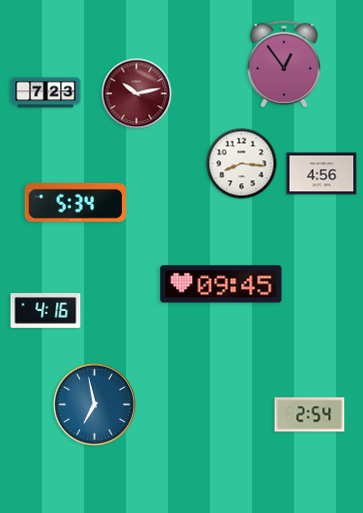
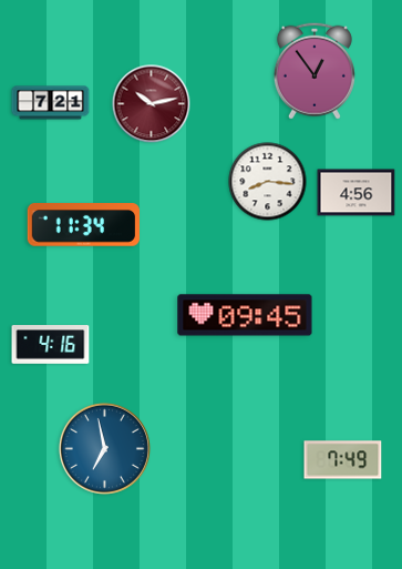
clock at (46, 93): 7:23 -> 7:21
clock at (75, 203): 5:34 -> 11:34
clock at (310, 415): 2:54 -> 7:49
